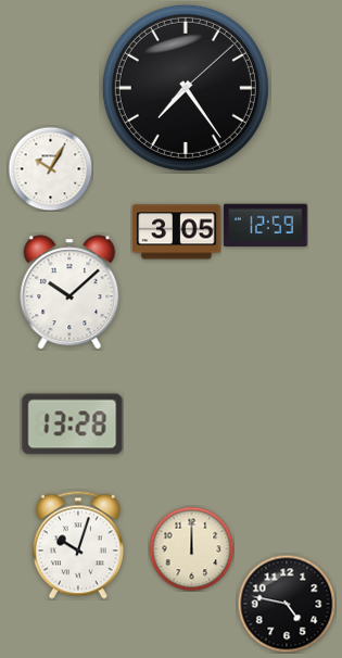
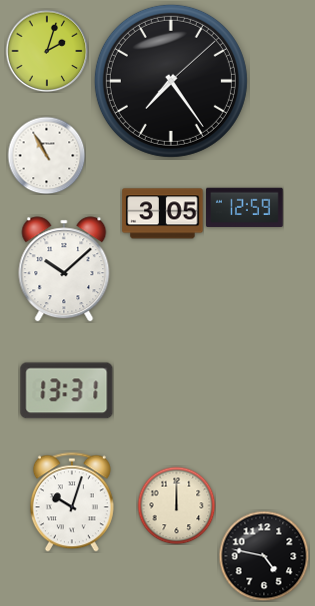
clock at (47, 51): none -> 2:03
clock at (50, 168): 10:05 -> 10:55
clock at (73, 425): 13:28 -> 13:31
